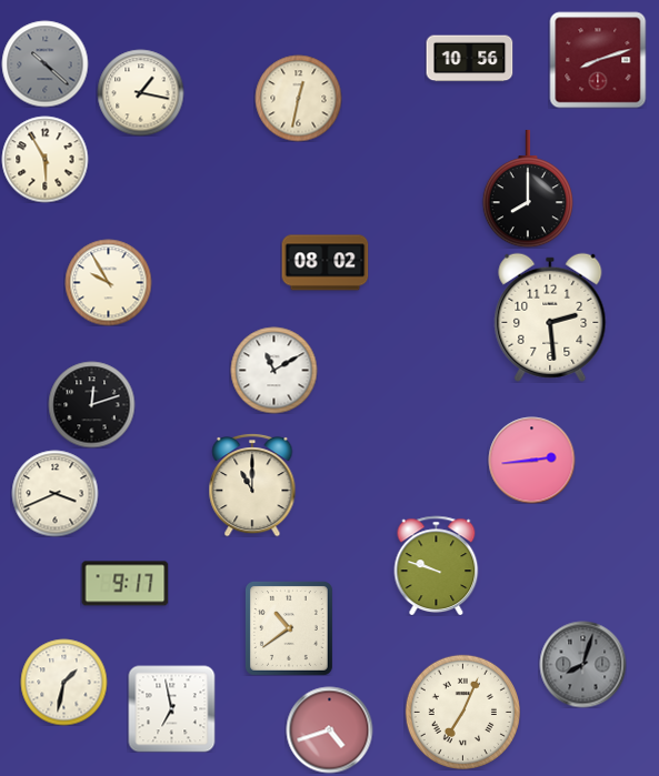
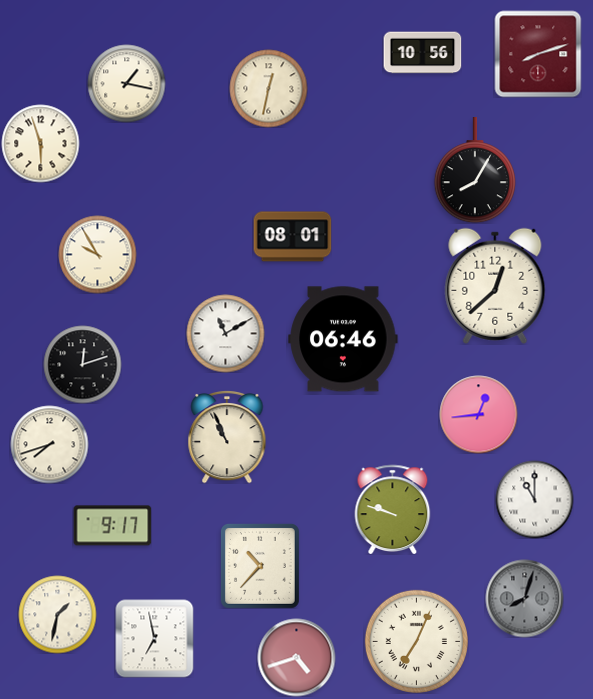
clock at (44, 63): 10:22 -> none
clock at (44, 159): 5:55 -> 5:57
clock at (527, 189): 8:00 -> 8:05
clock at (324, 263): 08:02 -> 08:01
clock at (550, 318): 2:29 -> 12:38
clock at (273, 370) position: (273, 370) -> (225, 333)
clock at (343, 339): none -> 06:46
clock at (531, 460): 2:44 -> 12:44
clock at (252, 485): 11:00 -> 10:56
clock at (54, 493): 3:41 -> 7:42
clock at (534, 499): none -> 11:00
clock at (289, 628): 10:39 -> 10:37
